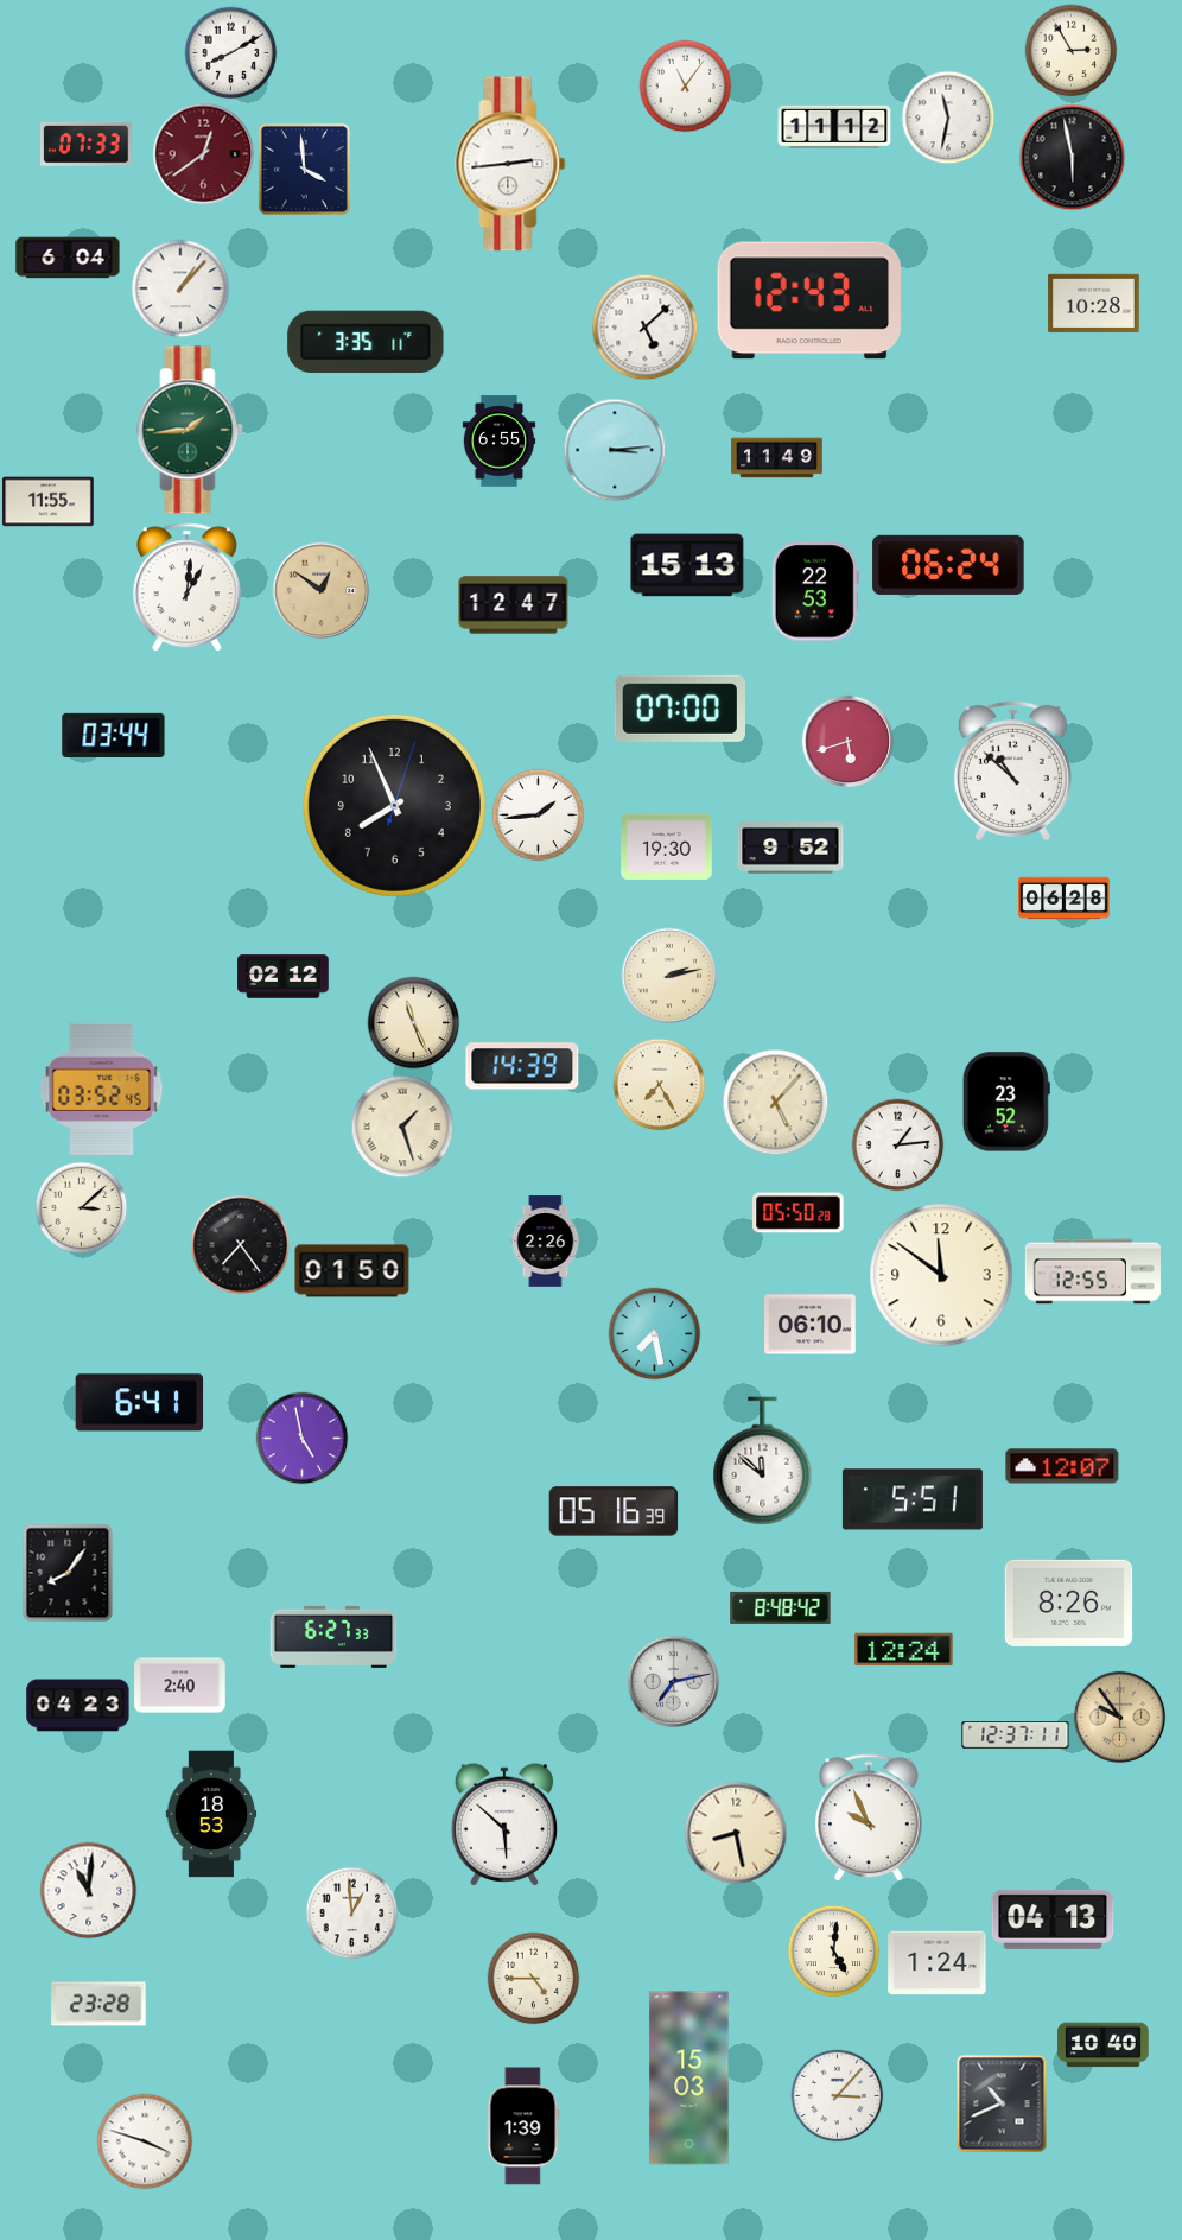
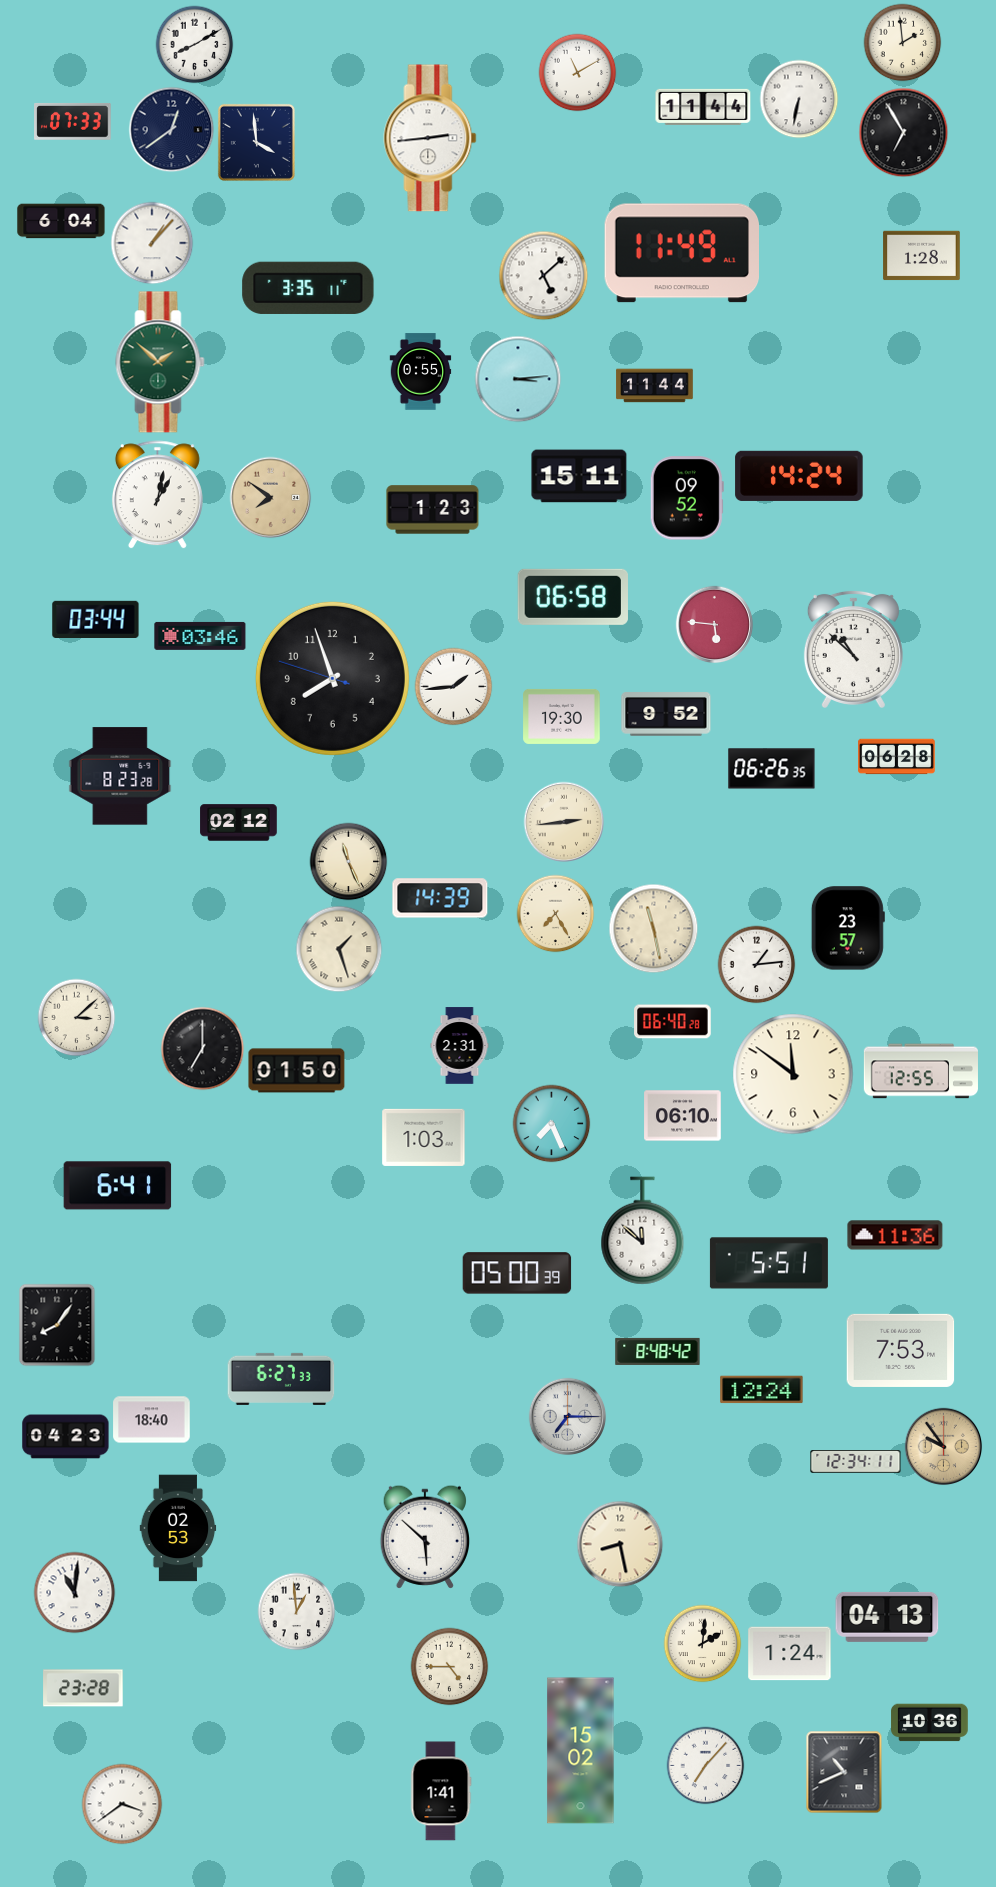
clock at (1070, 50): 2:55 -> 1:59
clock at (685, 85): 11:06 -> 11:10
clock at (948, 118): 11:32 -> 6:32
clock at (834, 127): 11:12 -> 11:44
clock at (203, 153) dial: burgundy -> navy
clock at (1072, 157): 5:58 -> 6:55
clock at (68, 258) position: (68, 258) -> (61, 221)
clock at (808, 300): 12:43 -> 11:49
clock at (1094, 304): 10:28 -> 1:28
clock at (190, 430): 1:44 -> 1:52
clock at (500, 442): 6:55 -> 0:55
clock at (777, 458): 11:49 -> 11:44
clock at (49, 502): 11:55 -> none
clock at (687, 565): 15:13 -> 15:11
clock at (948, 565): 06:24 -> 14:24
clock at (186, 588): 1:01 -> 1:02
clock at (320, 590): 12:51 -> 7:51
clock at (815, 591): 22:53 -> 09:52
clock at (514, 605): 12:47 -> 1:23
clock at (680, 709): 07:00 -> 06:58
clock at (847, 741): 5:42 -> 5:46
clock at (200, 636): none -> 03:46
clock at (394, 805): 7:56:03 -> 7:56:48
clock at (667, 846) position: (667, 846) -> (562, 716)
clock at (772, 769): none -> 06:26
clock at (120, 776): none -> 8:23
clock at (669, 976): 2:13 -> 2:44
clock at (102, 1089): 03:52 -> none
clock at (775, 1102): 5:07 -> 11:28
clock at (1006, 1102): 23:52 -> 23:57
clock at (81, 1207) position: (81, 1207) -> (76, 1017)
clock at (799, 1213): 05:50 -> 06:40
clock at (546, 1242): 2:26 -> 2:31
clock at (240, 1244): 7:24 -> 7:00
clock at (654, 1333): 7:28 -> 7:26
clock at (424, 1137): none -> 1:03
clock at (140, 1403) position: (140, 1403) -> (118, 1186)
clock at (301, 1438): 4:58 -> none
clock at (1062, 1466): 12:07 -> 11:36
clock at (614, 1511): 05:16 -> 05:00
clock at (1069, 1603): 8:26 -> 7:53
clock at (781, 1607) position: (781, 1607) -> (658, 1351)
clock at (673, 1681): 7:13 -> 7:15
clock at (180, 1686): 2:40 -> 18:40
clock at (1016, 1735): 12:37 -> 12:34
clock at (211, 1814): 18:53 -> 02:53
clock at (870, 1817): 9:56 -> none
clock at (833, 1950): 5:01 -> 2:01
clock at (1104, 2045): 10:40 -> 10:36
clock at (690, 2079): 15:03 -> 15:02
clock at (837, 2095): 3:07 -> 7:07
clock at (523, 2126): 1:39 -> 1:41
clock at (145, 2141): 3:48 -> 3:39
